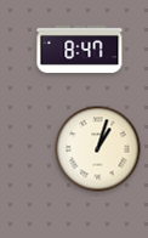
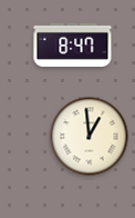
clock at (98, 149): 1:03 -> 12:59
